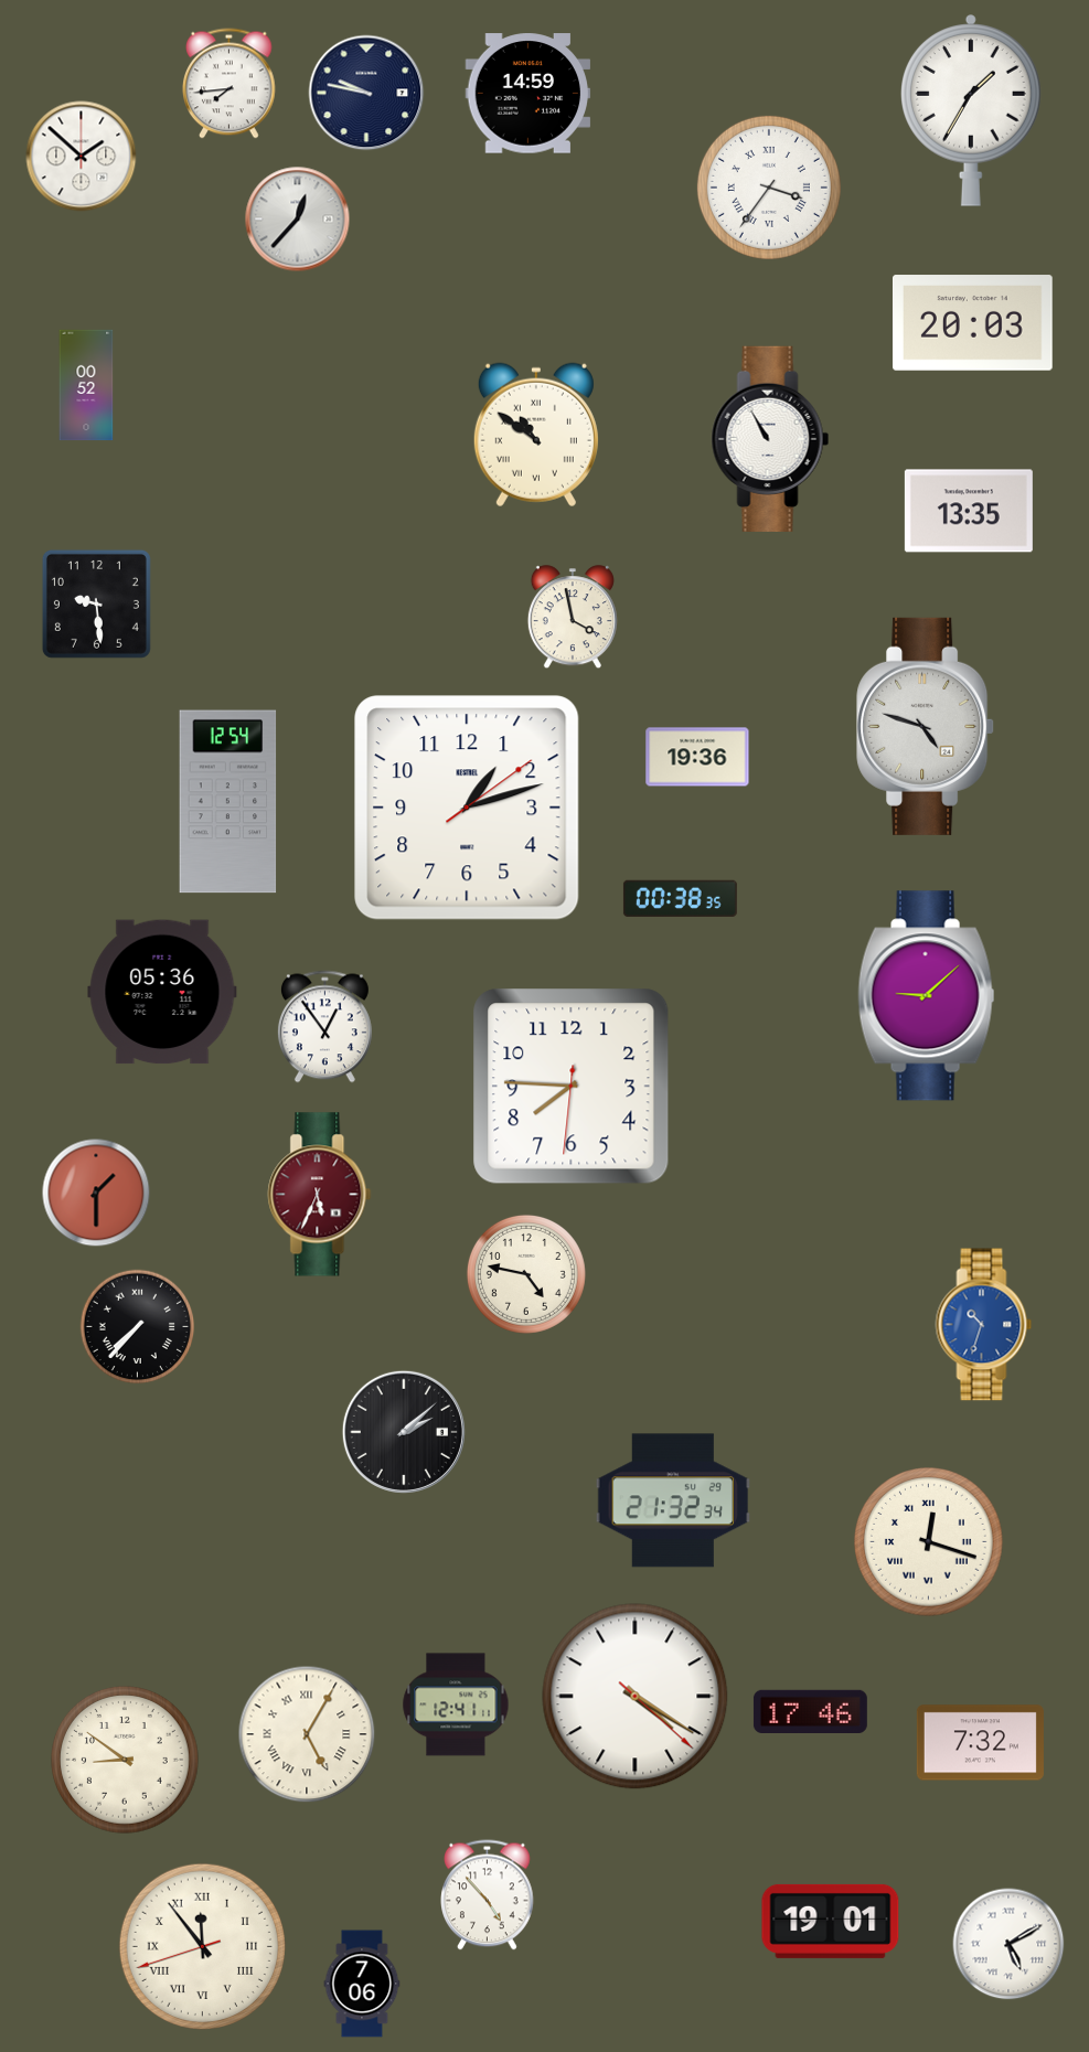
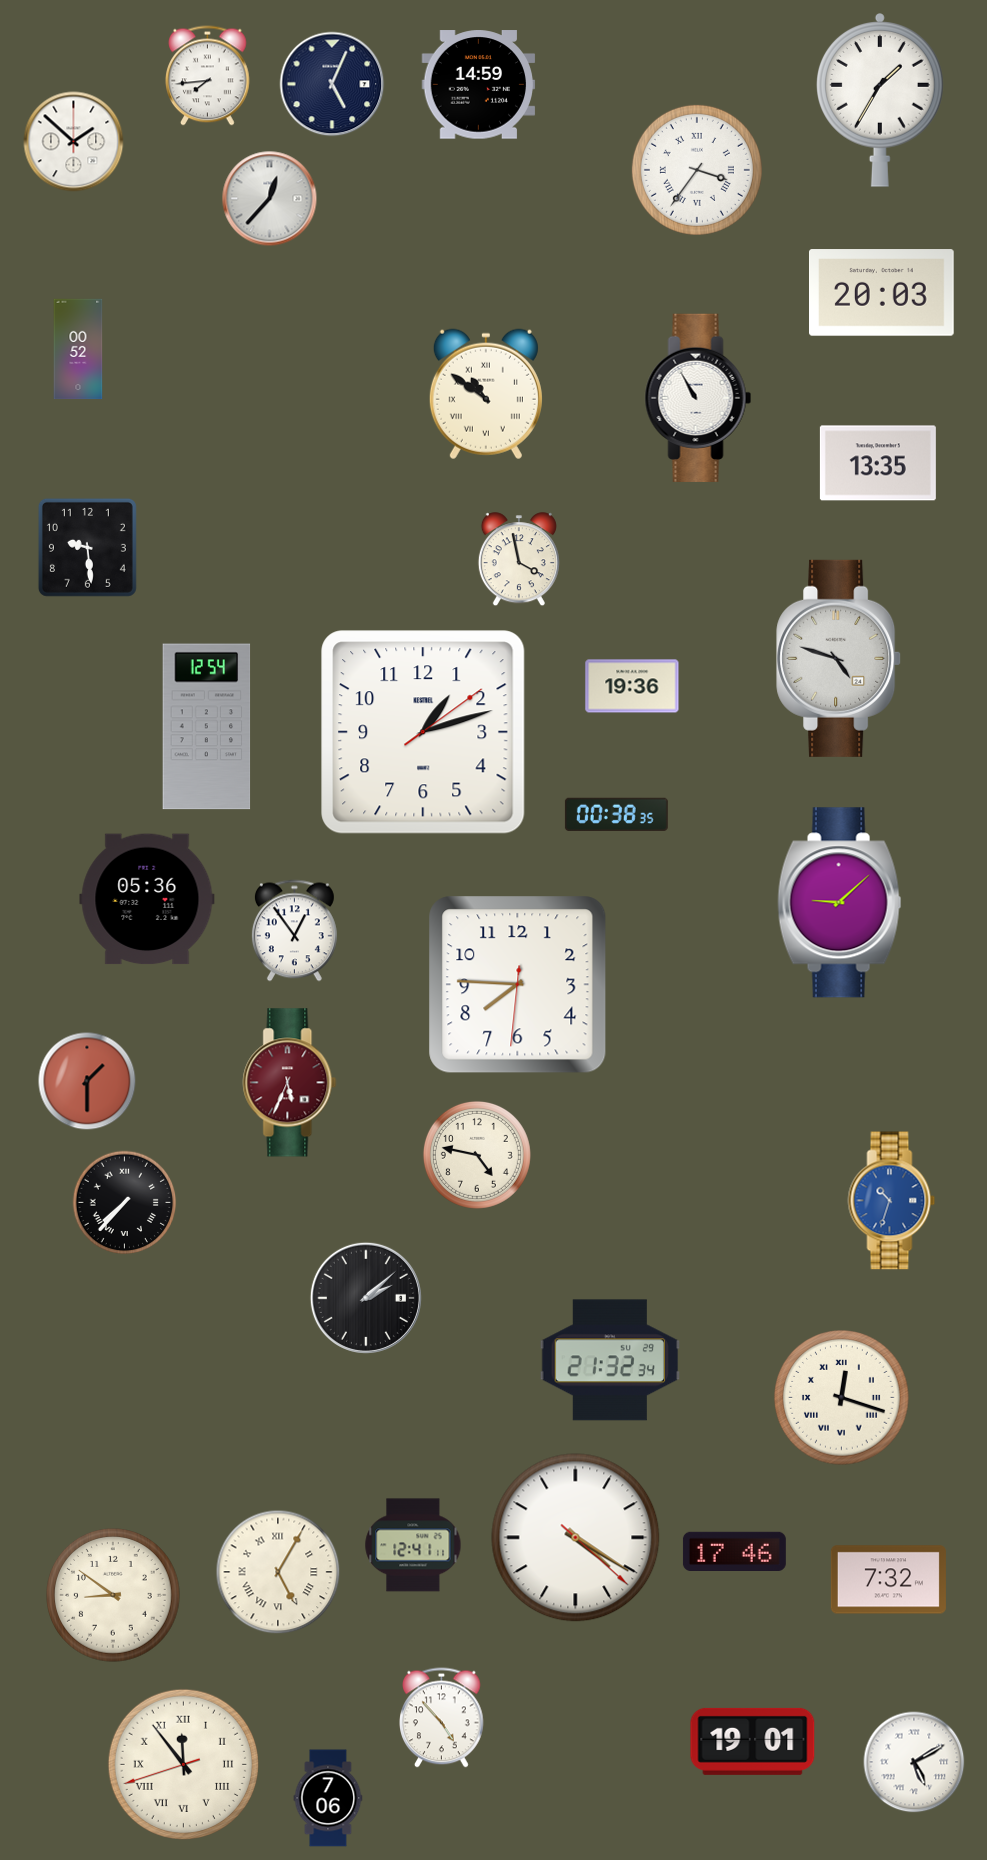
clock at (366, 93): 9:47 -> 5:04
